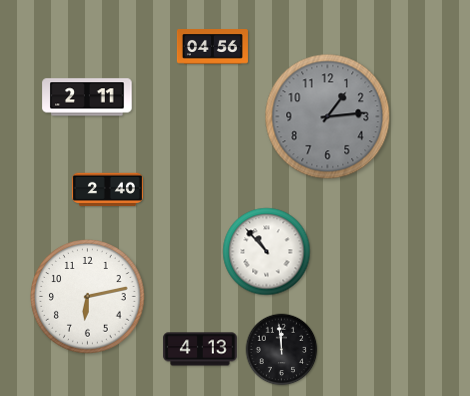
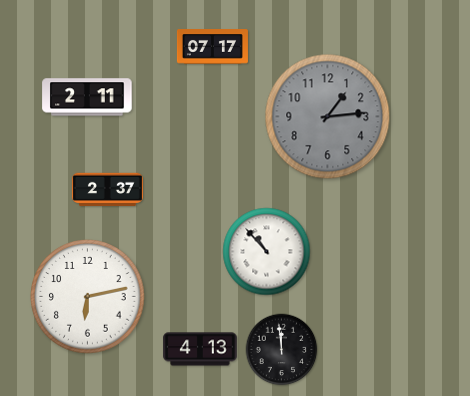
clock at (212, 47): 04:56 -> 07:17
clock at (107, 190): 2:40 -> 2:37
